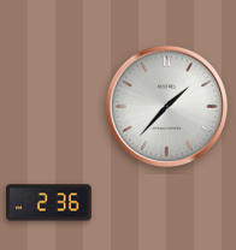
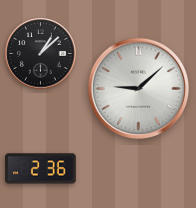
clock at (41, 54): none -> 1:08
clock at (167, 107): 1:37 -> 9:08
